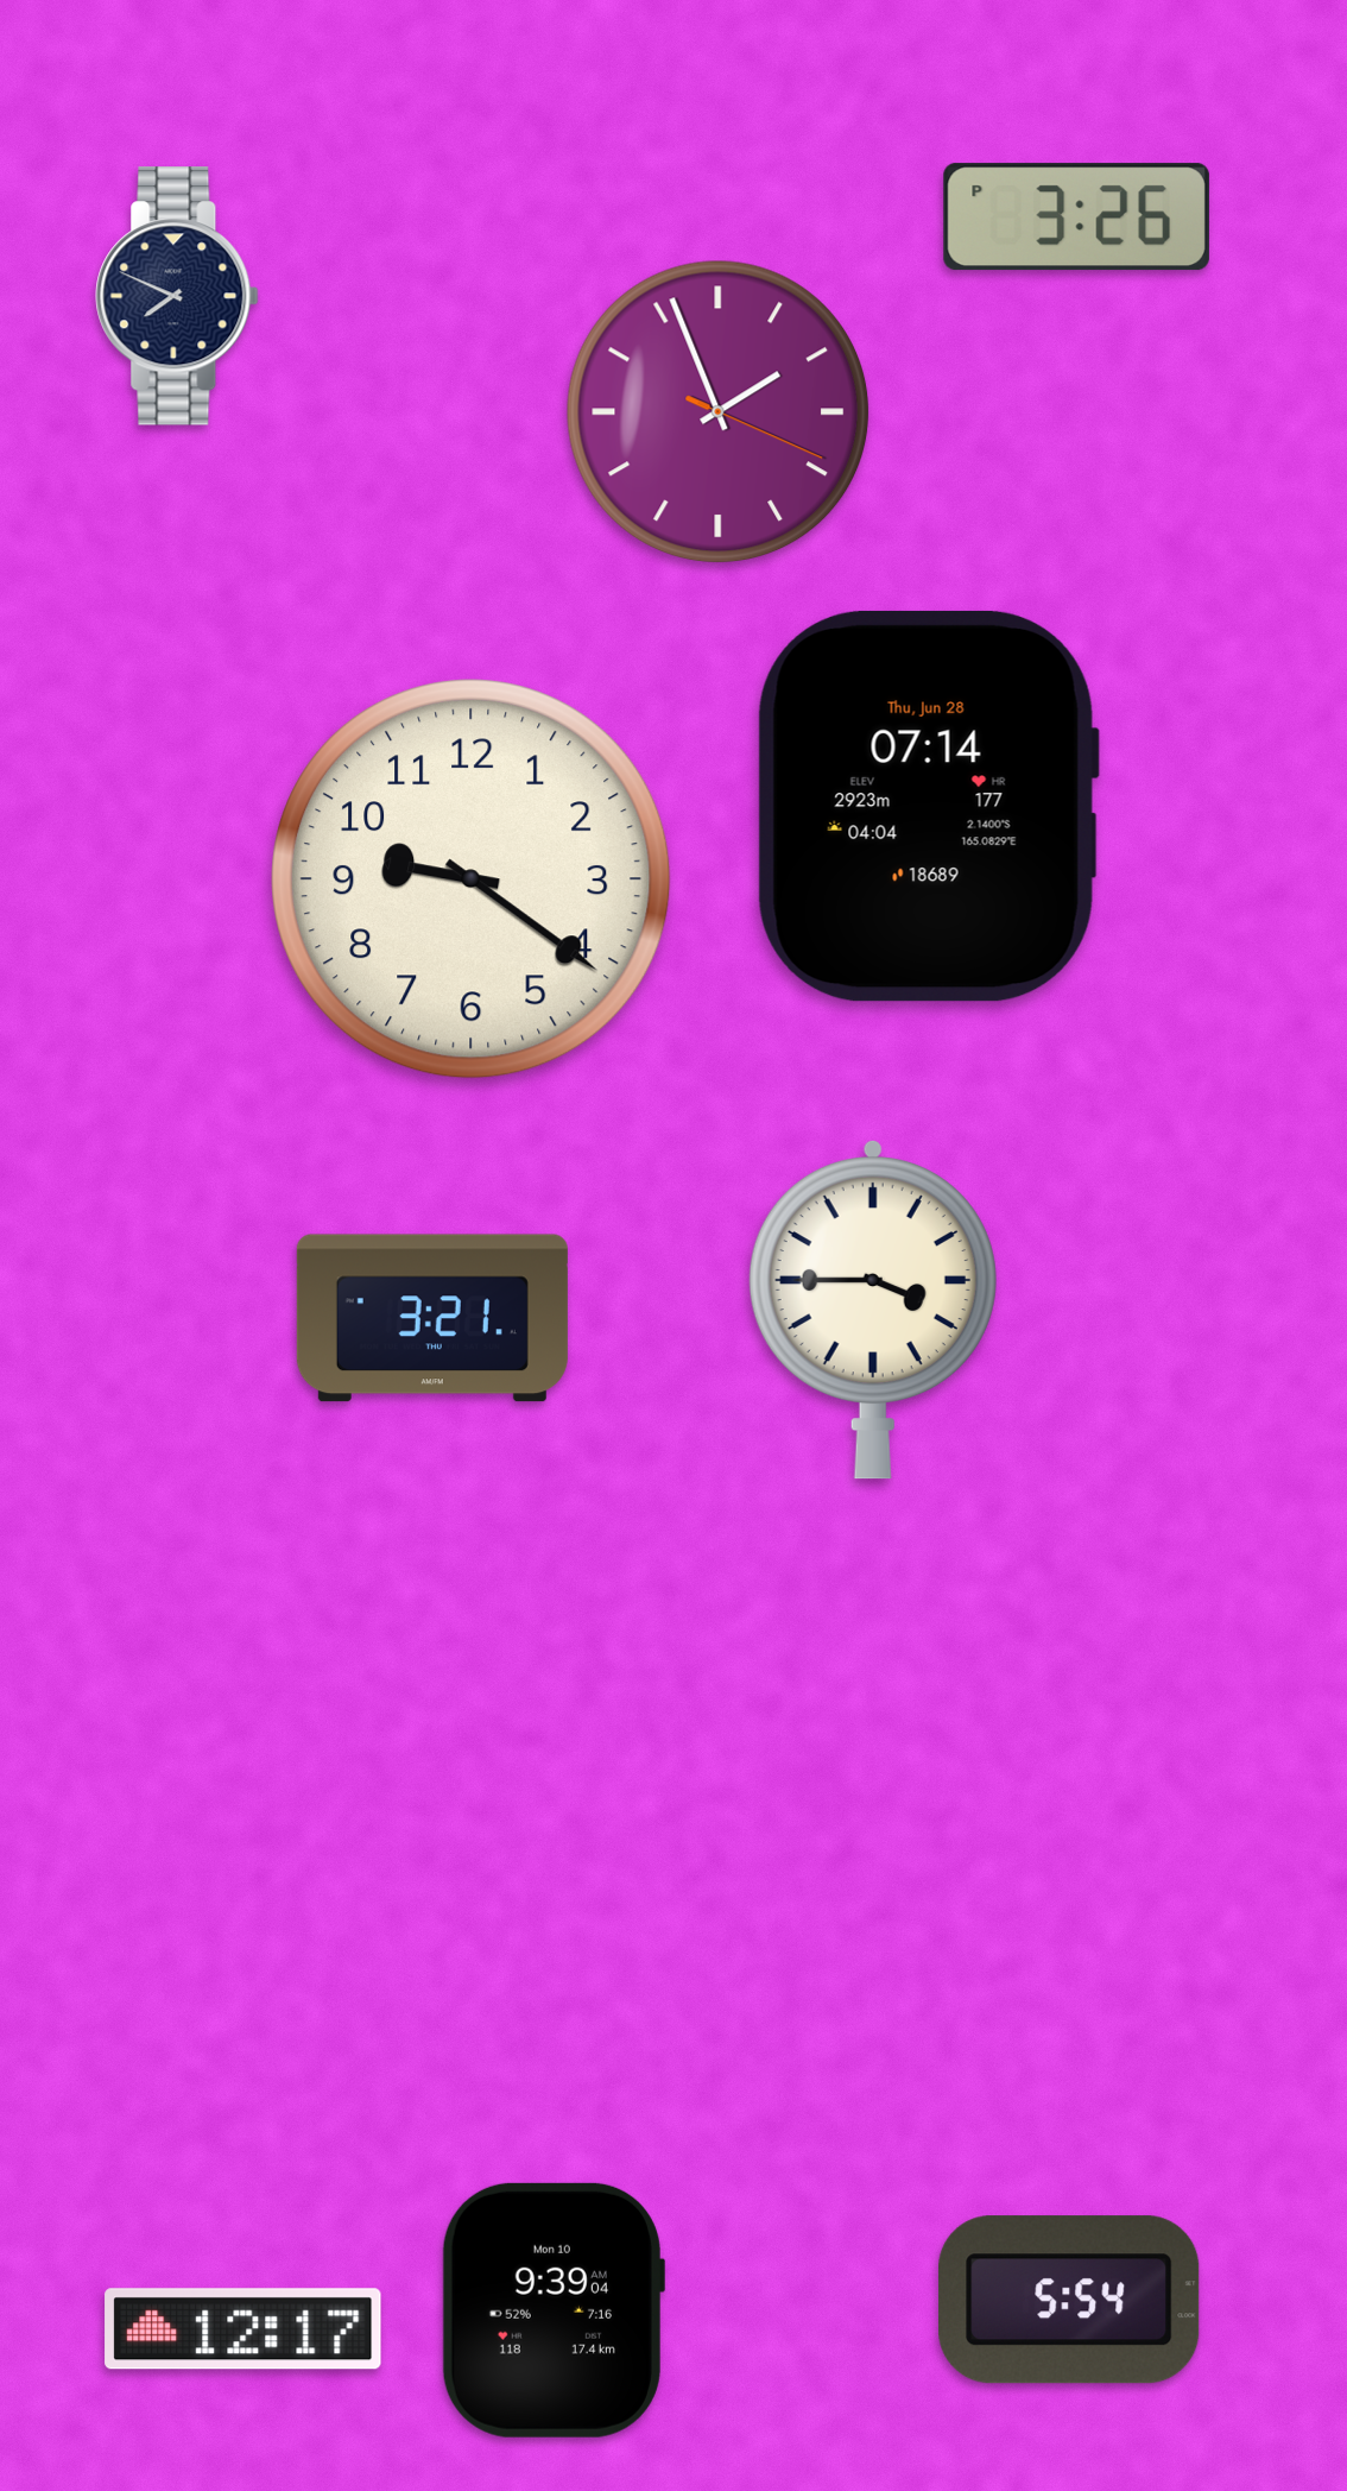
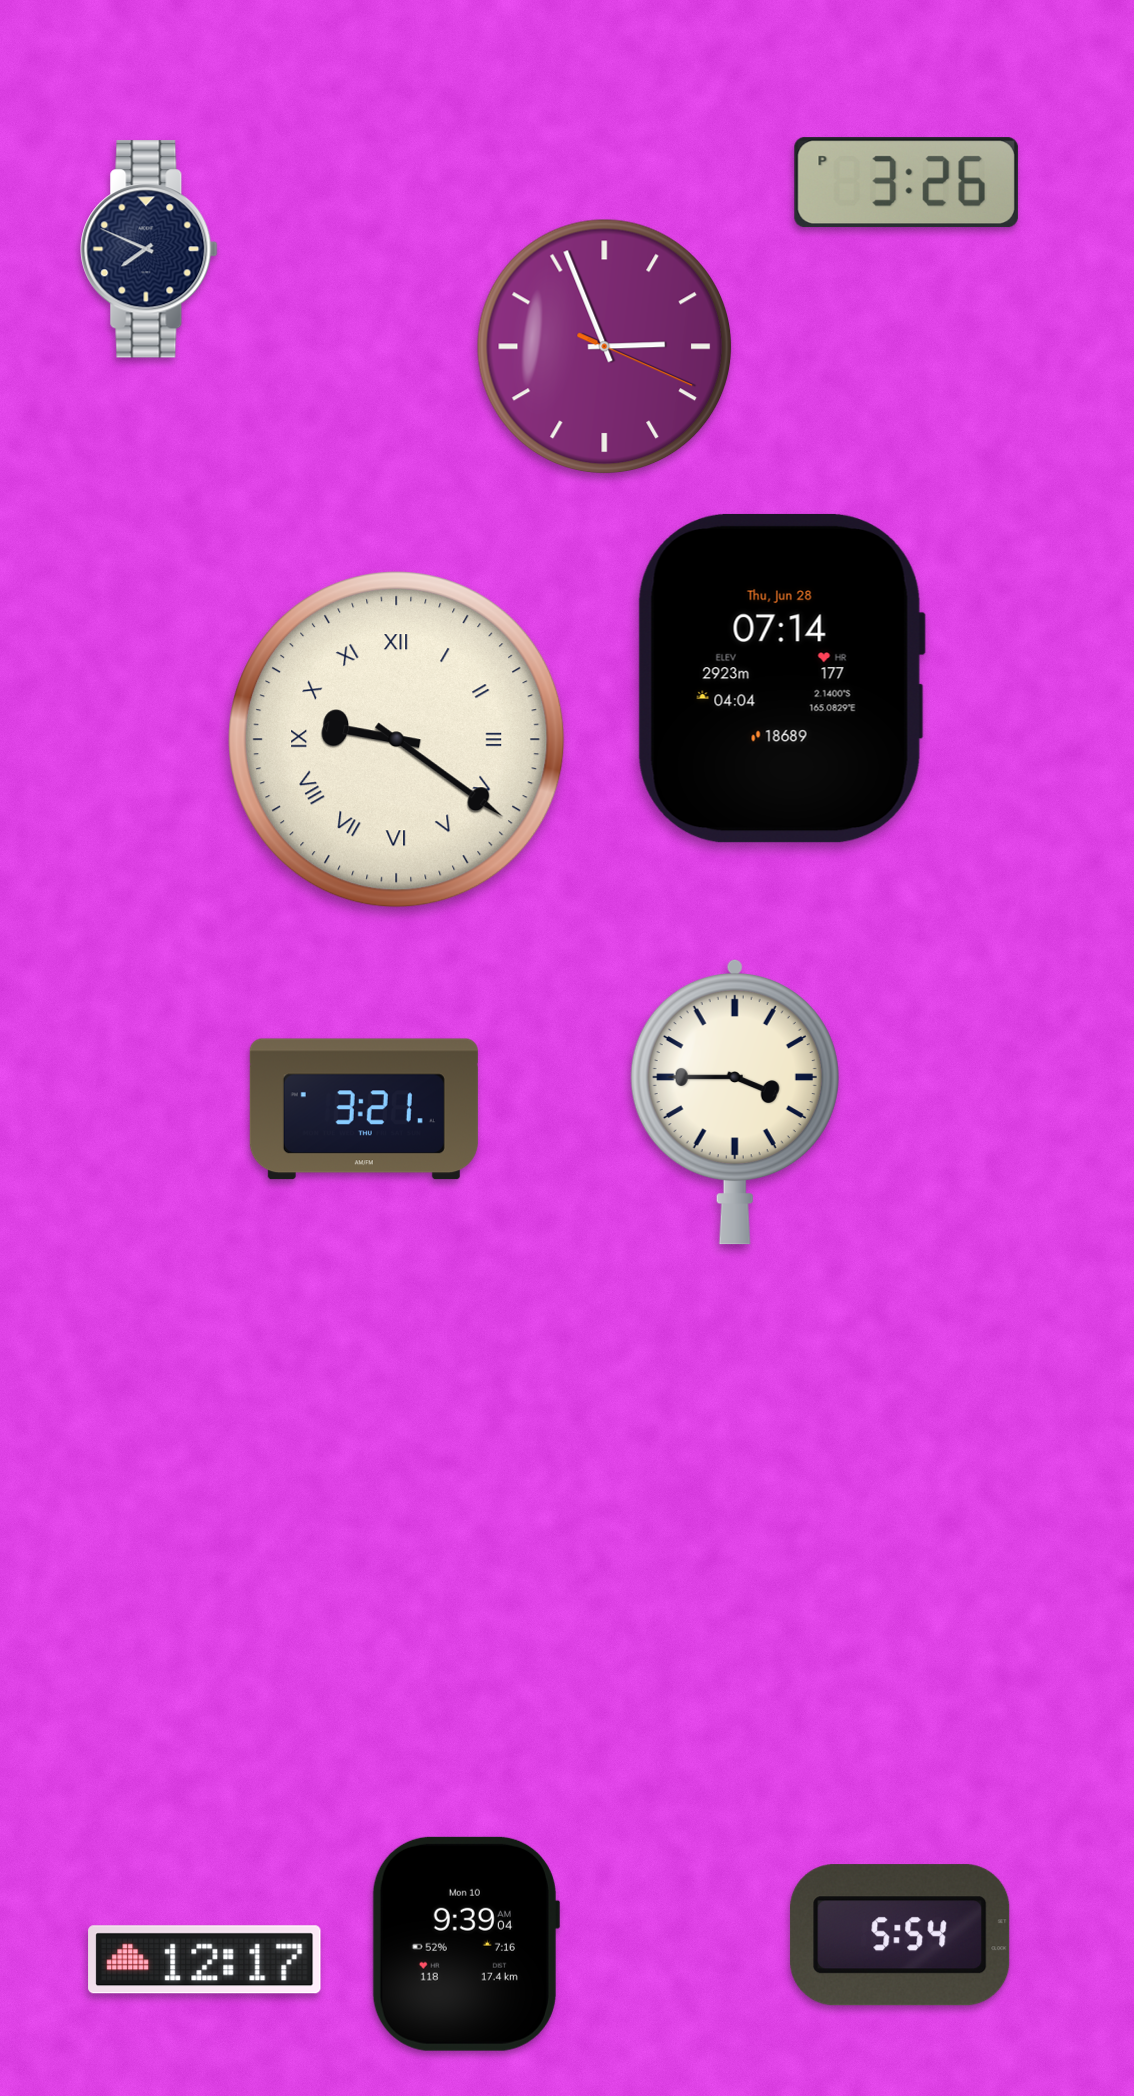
clock at (717, 411): 1:56 -> 2:56
clock at (472, 879) numerals: Arabic -> Roman
